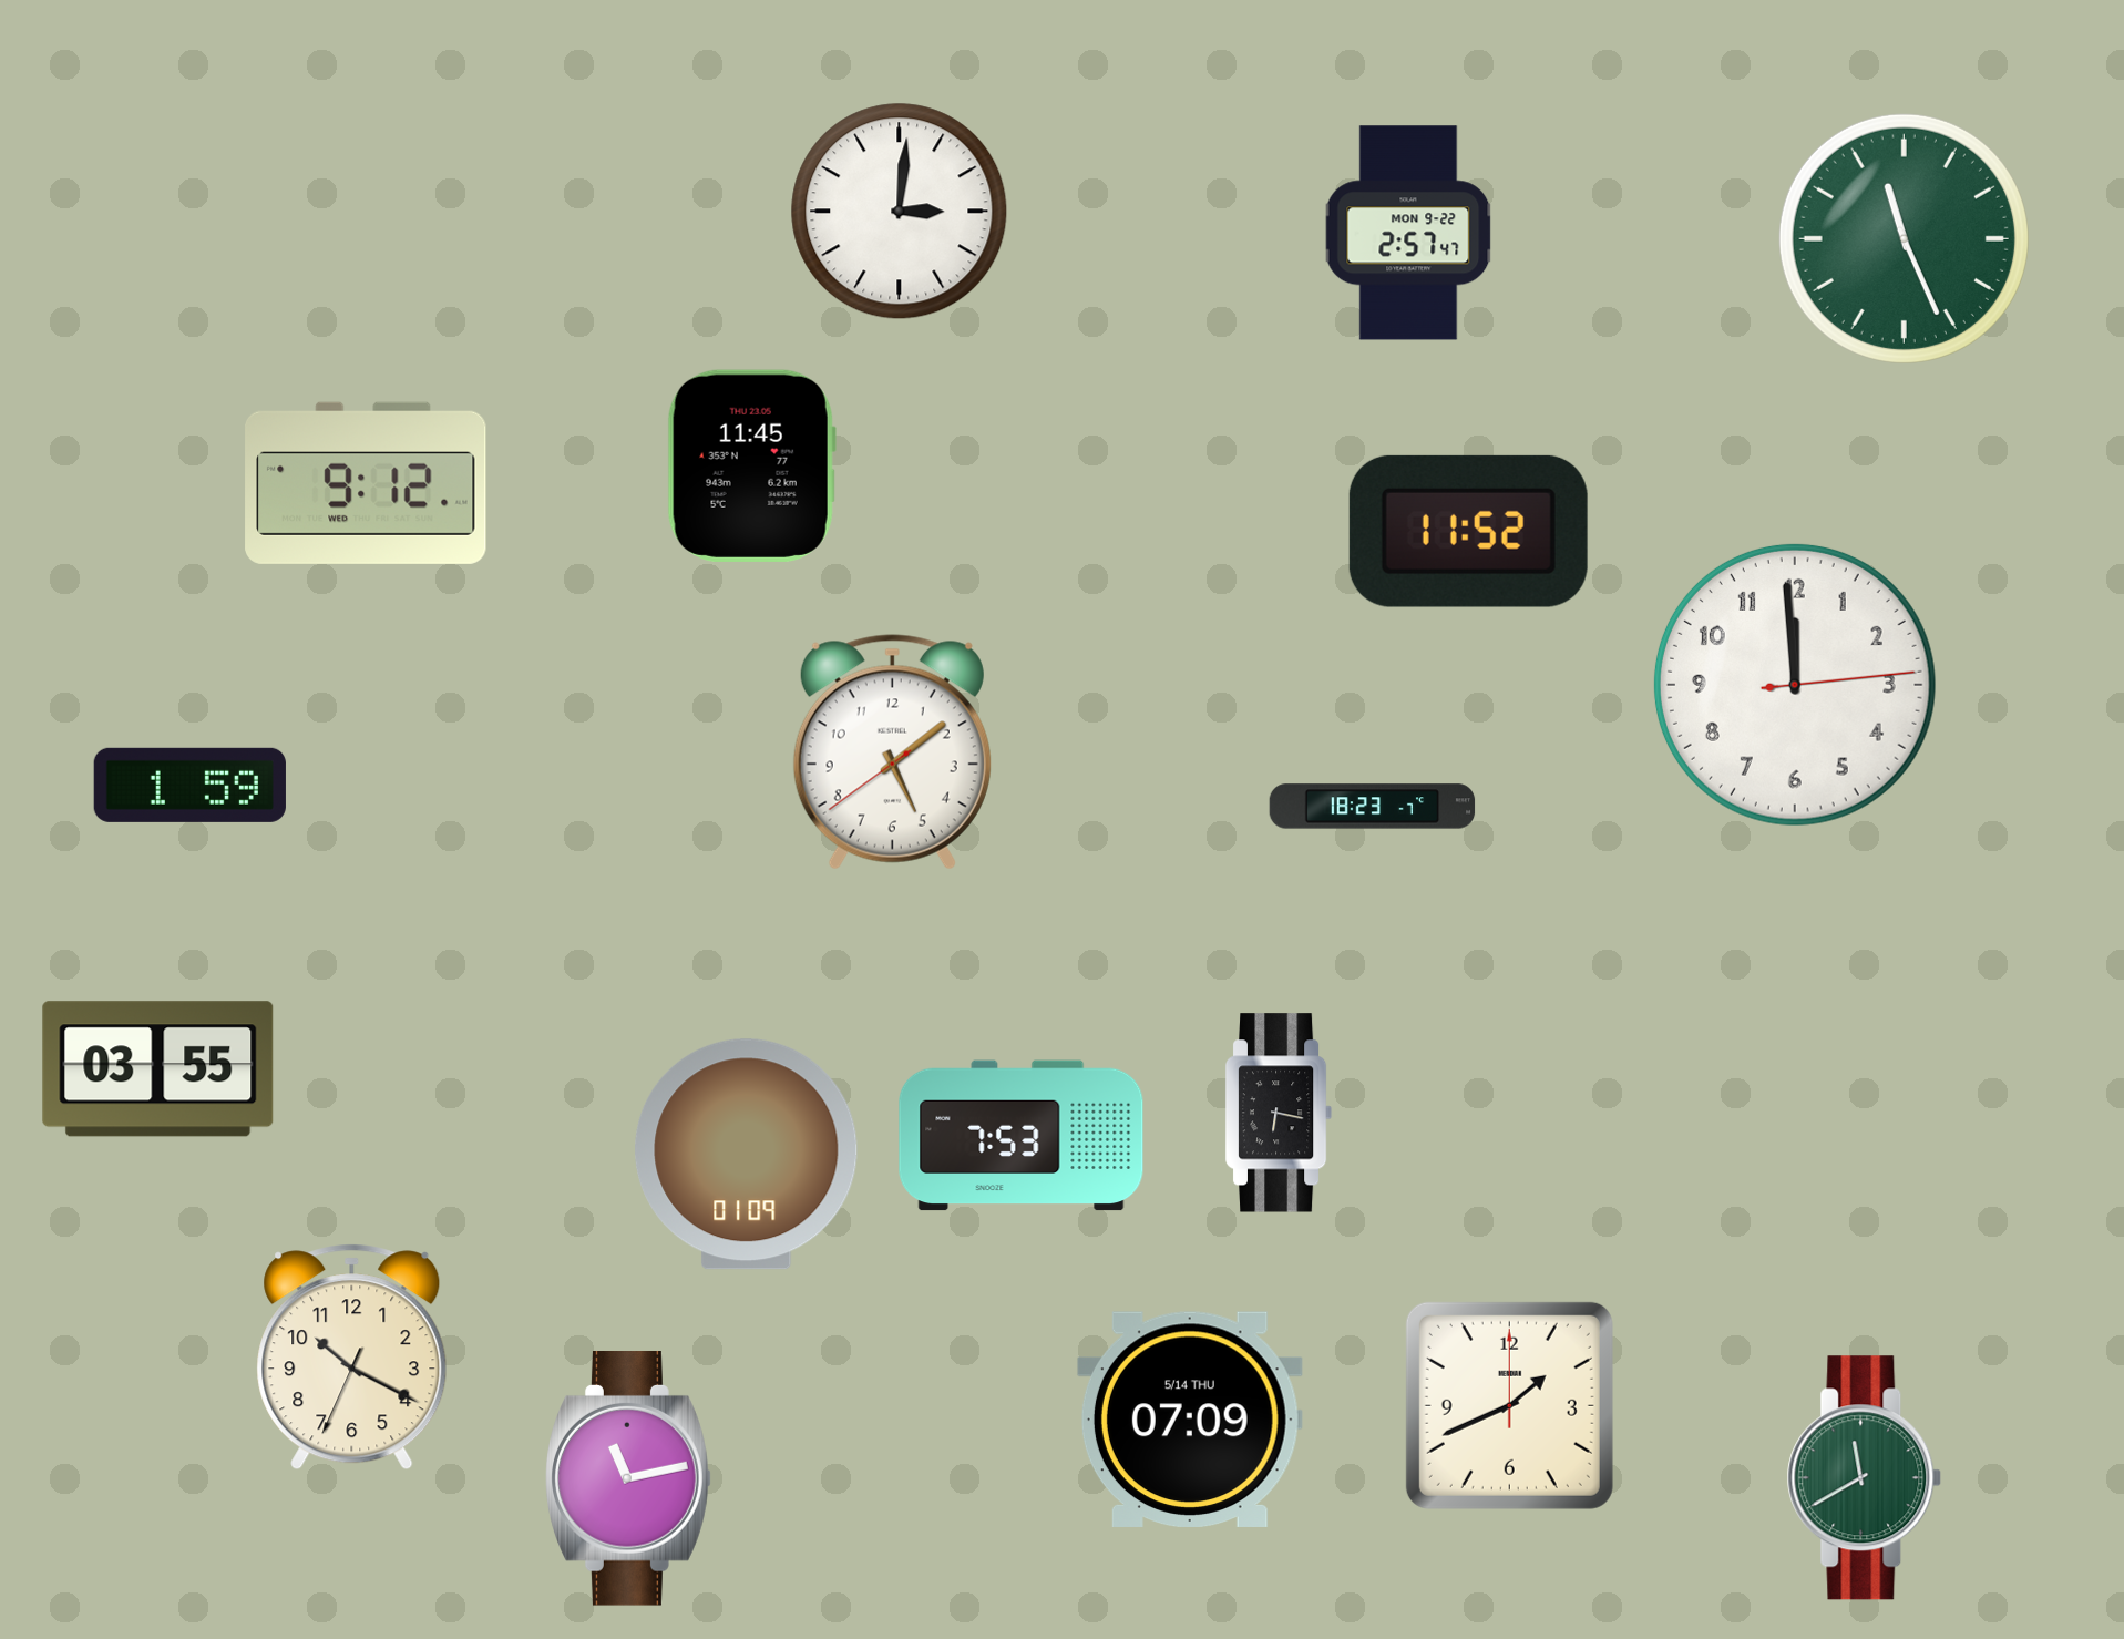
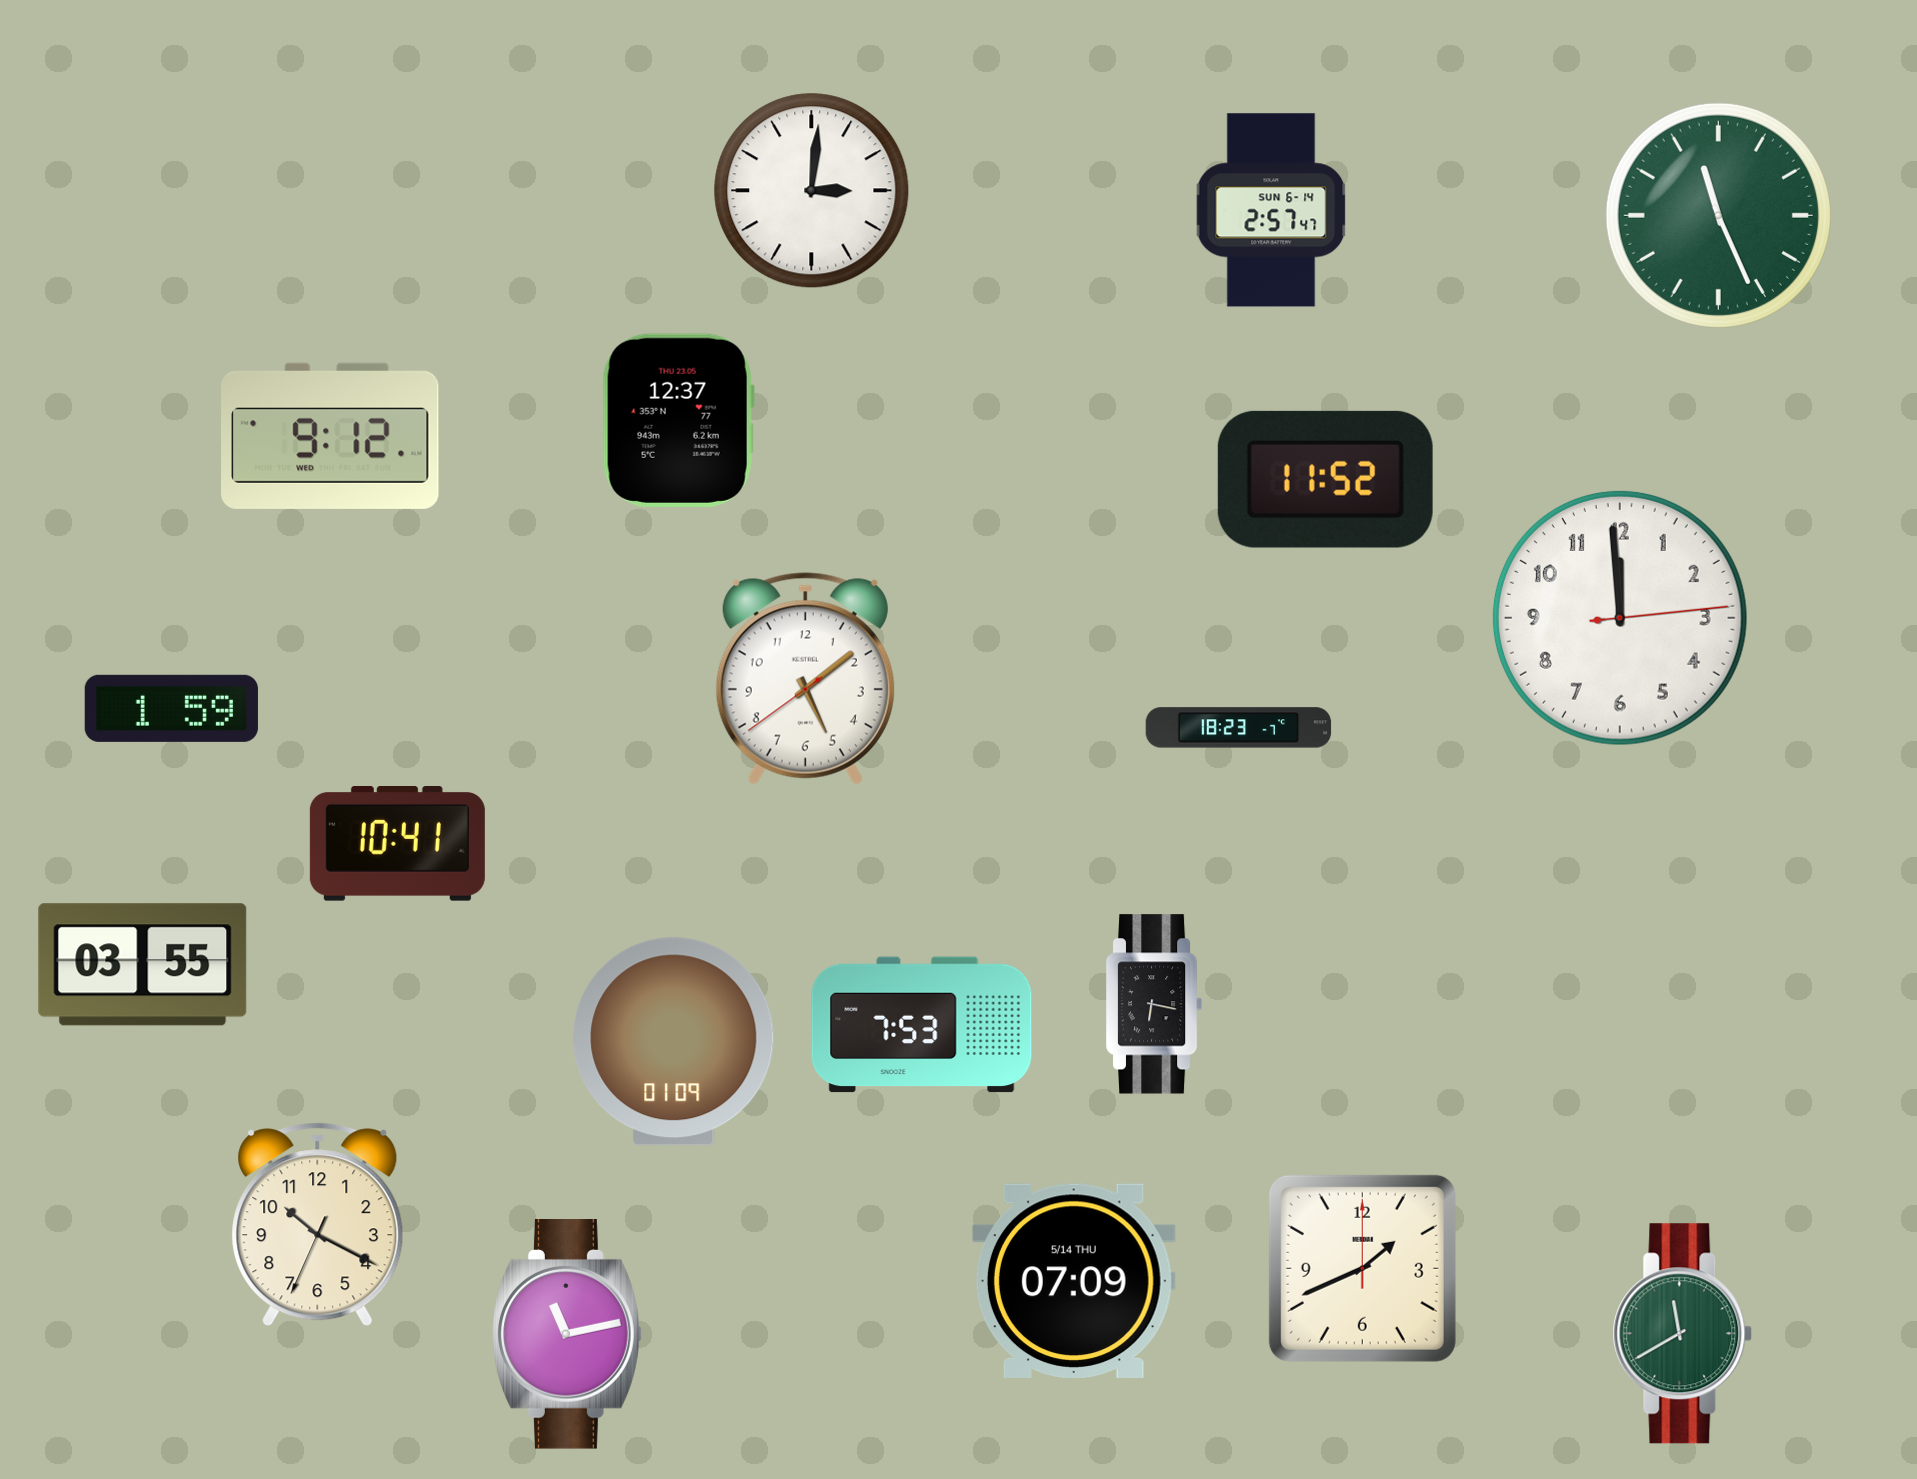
clock at (1408, 233) date: MON 9-22 -> SUN 6-14
clock at (751, 465): 11:45 -> 12:37
clock at (397, 844): none -> 10:41
